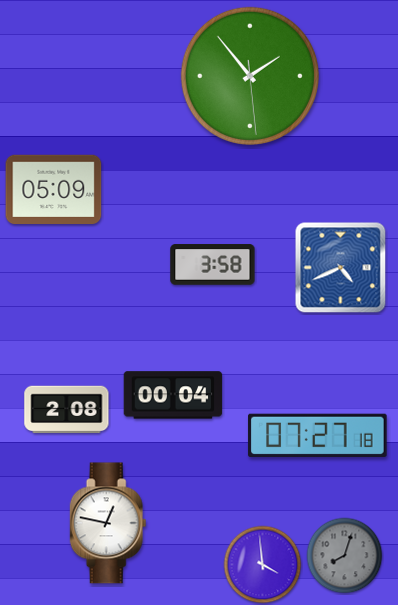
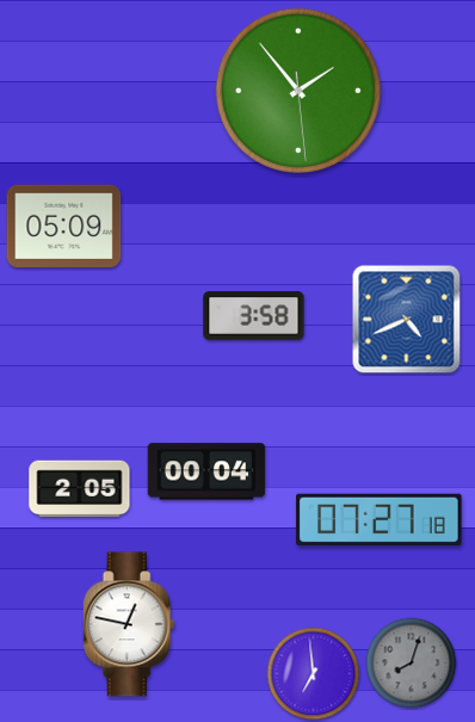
clock at (67, 410): 2:08 -> 2:05
clock at (263, 565): 3:59 -> 6:59
